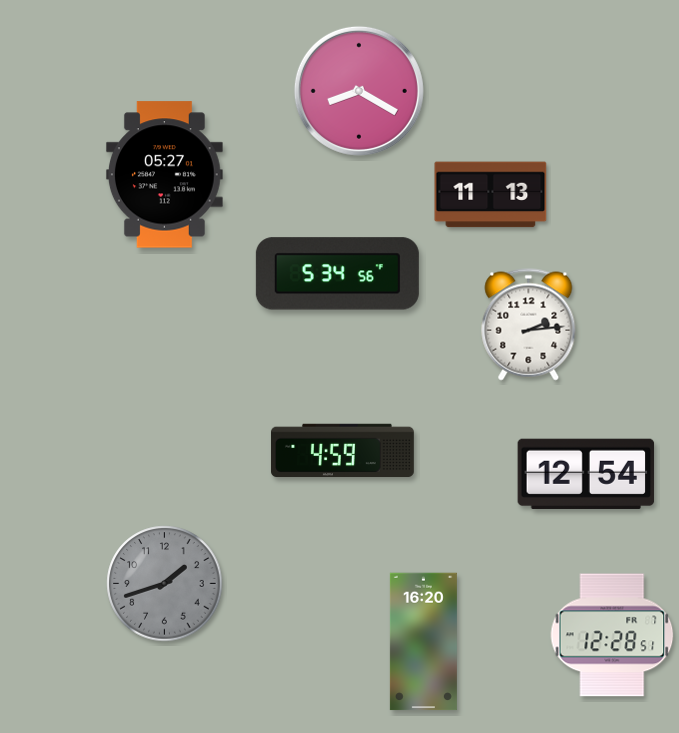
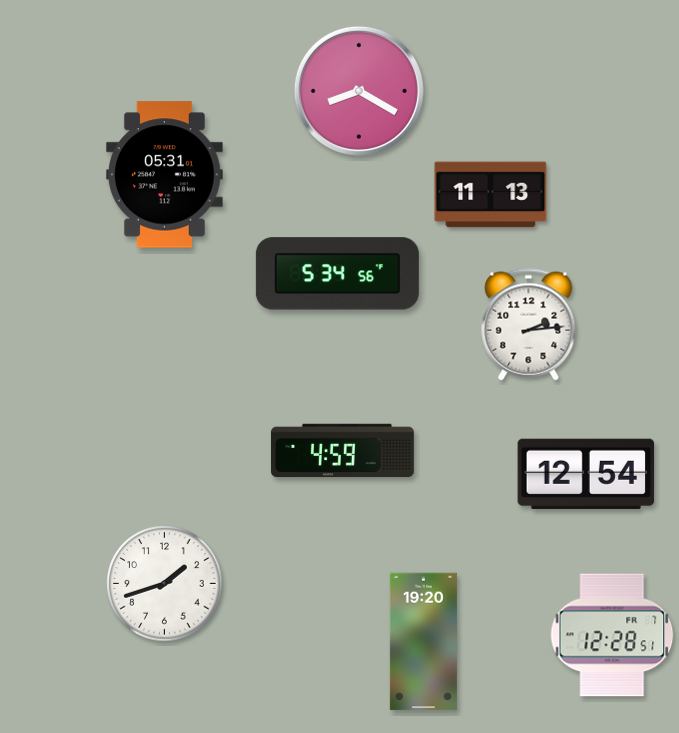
clock at (164, 175): 05:27 -> 05:31
clock at (165, 584) dial: grey -> white
clock at (423, 642): 16:20 -> 19:20
